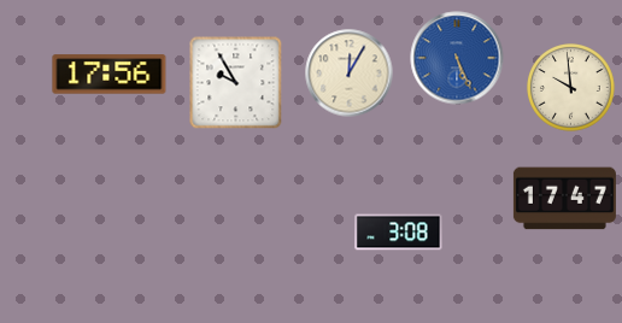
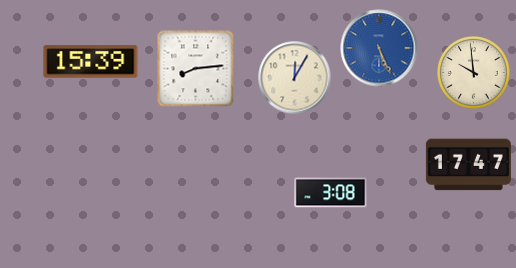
clock at (350, 74) position: (350, 74) -> (295, 78)
clock at (110, 75): 17:56 -> 15:39
clock at (236, 83): 9:55 -> 8:14
